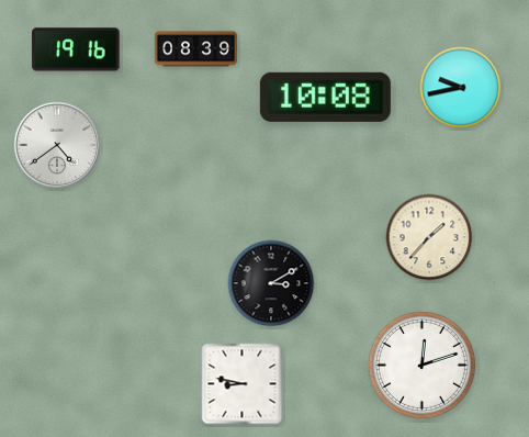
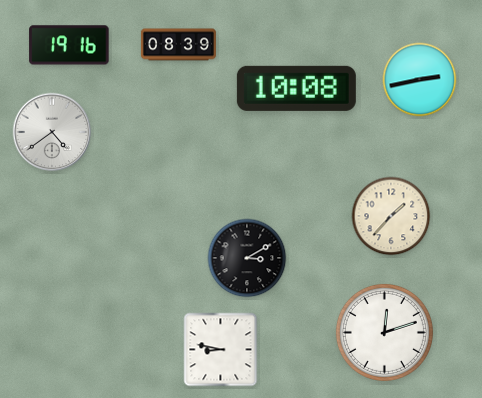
clock at (461, 88): 9:43 -> 2:43
